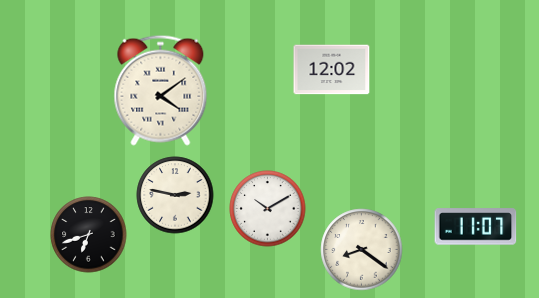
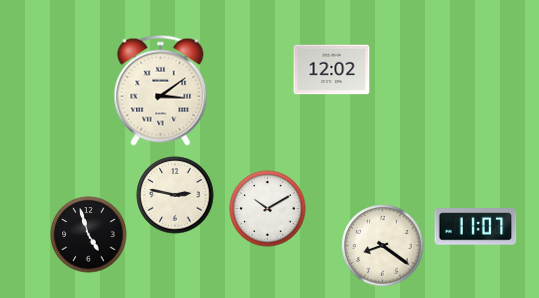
clock at (161, 90): 4:09 -> 3:09
clock at (89, 235): 6:42 -> 4:57
clock at (362, 250) position: (362, 250) -> (383, 246)
